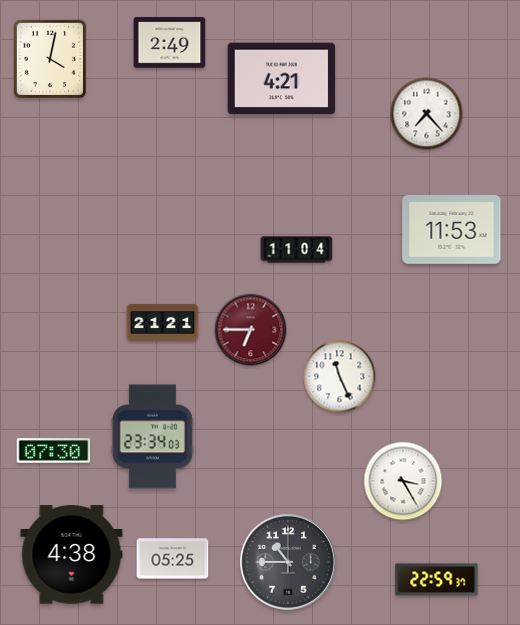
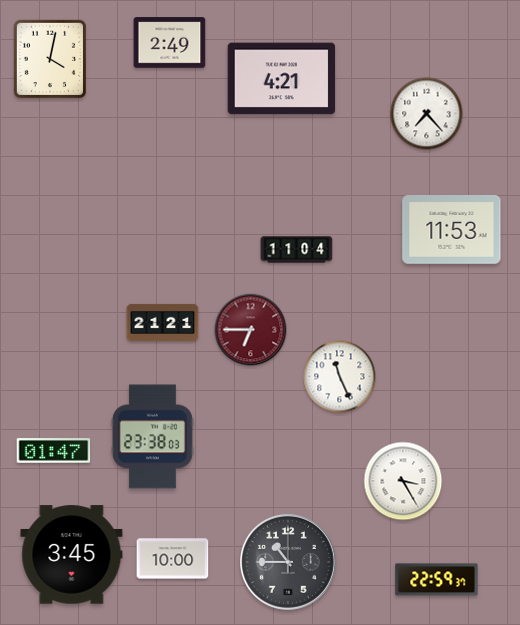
clock at (152, 437): 23:34 -> 23:38
clock at (54, 451): 07:30 -> 01:47
clock at (72, 555): 4:38 -> 3:45
clock at (173, 559): 05:25 -> 10:00
